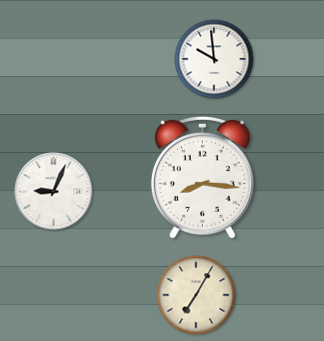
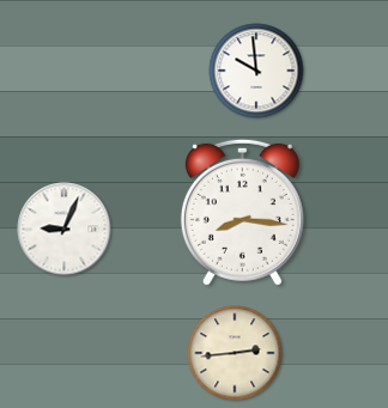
clock at (196, 295): 7:05 -> 2:44
